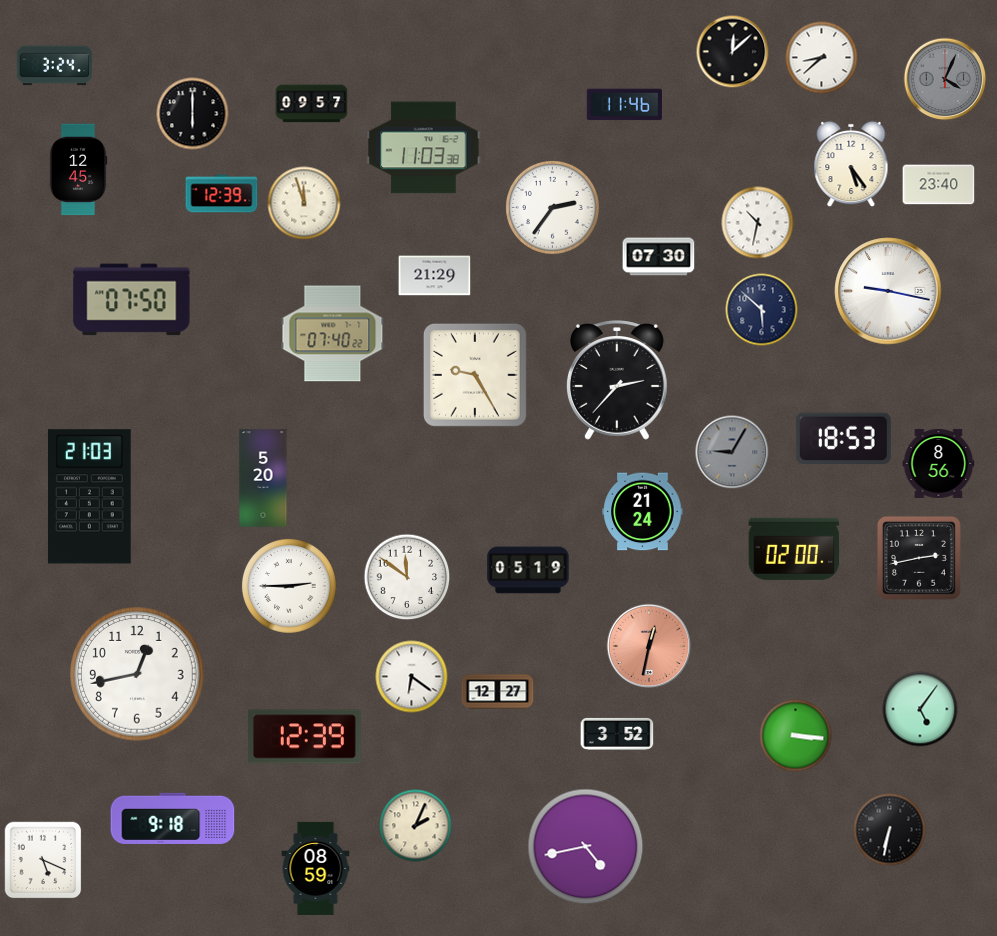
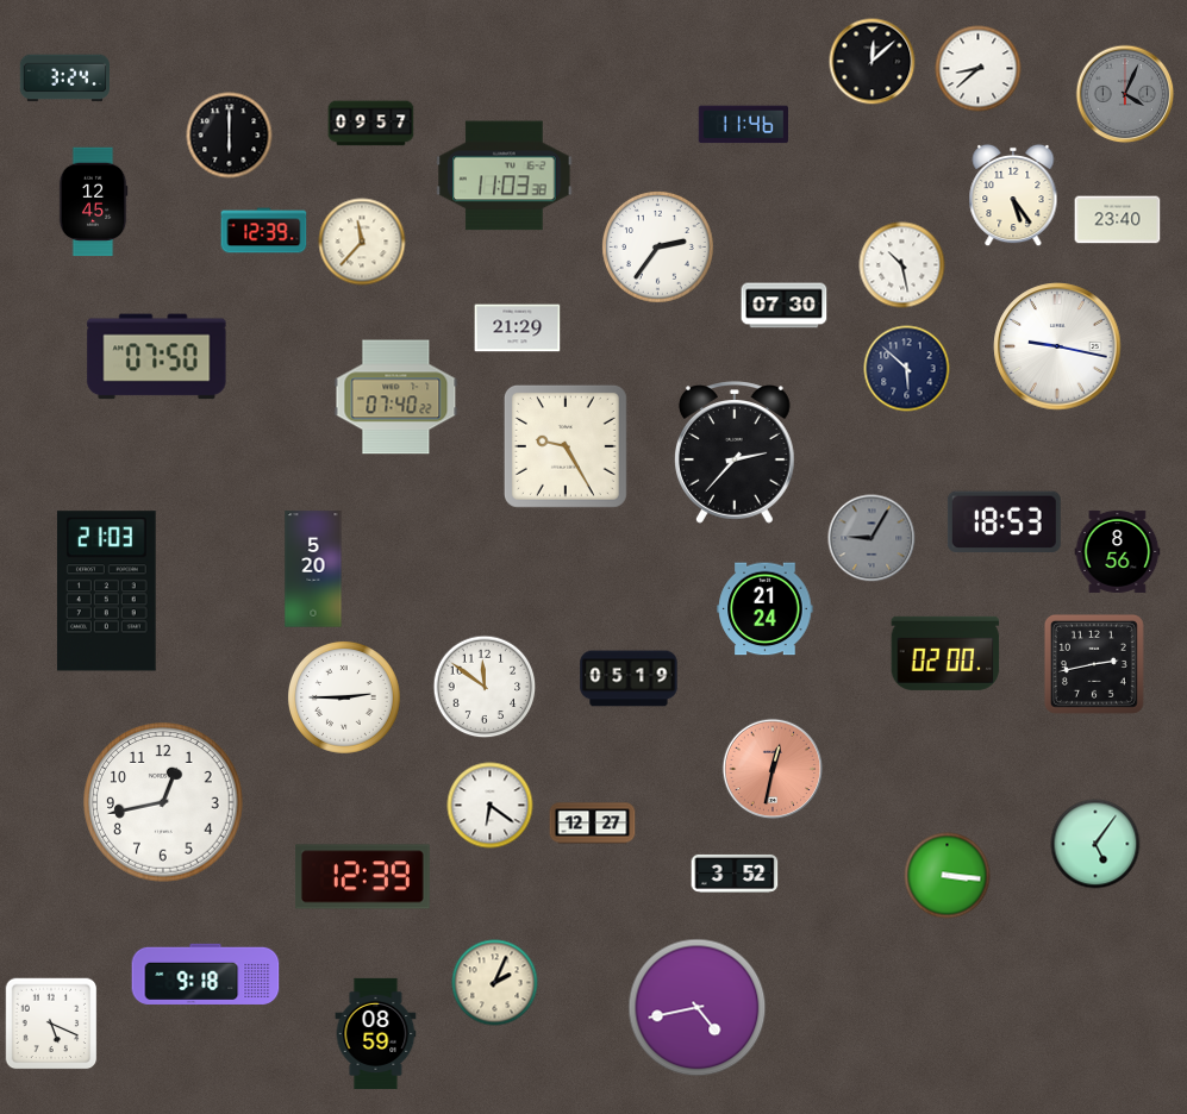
clock at (304, 203): 11:57 -> 11:37
clock at (758, 223): 10:32 -> 10:28
clock at (890, 830): 6:32 -> none
